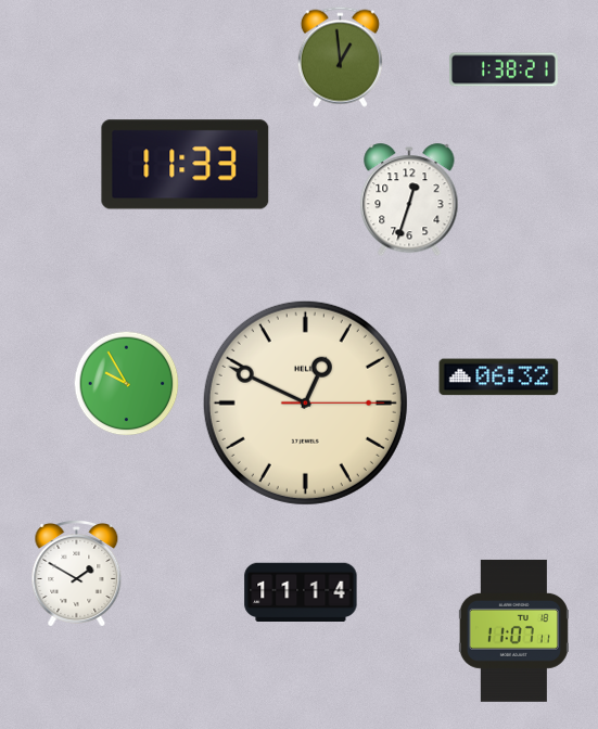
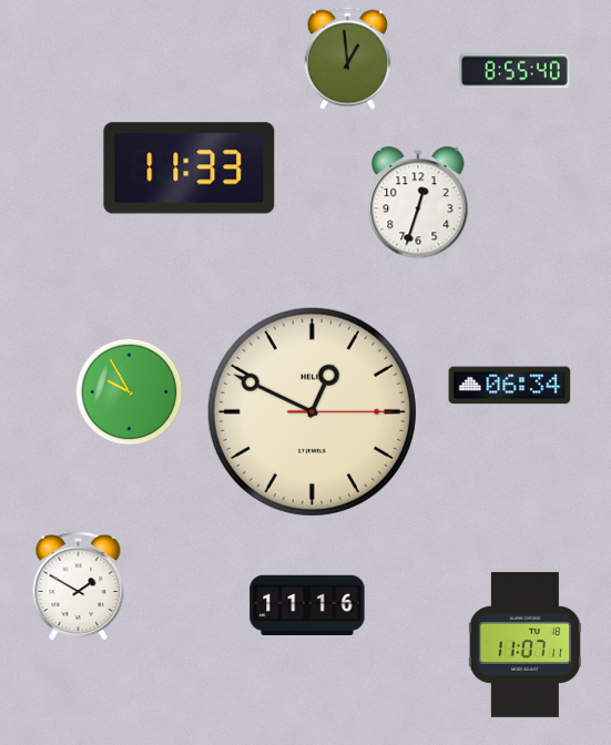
clock at (504, 69): 1:38 -> 8:55
clock at (499, 378): 06:32 -> 06:34
clock at (301, 591): 11:14 -> 11:16
